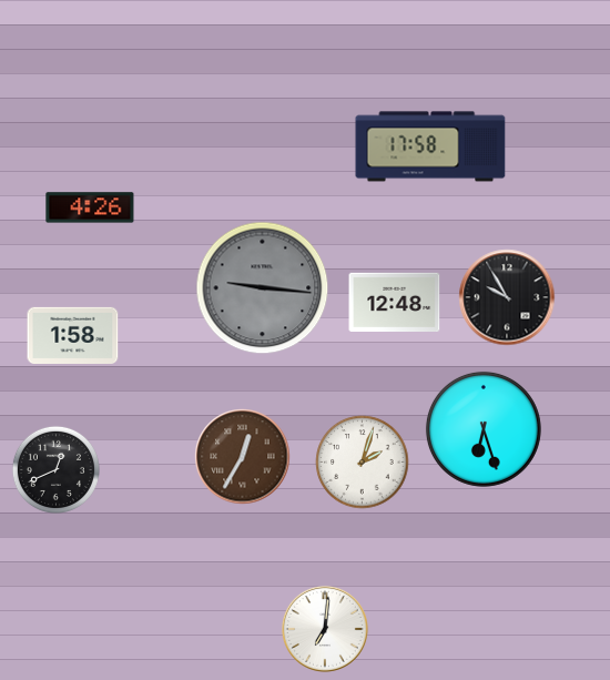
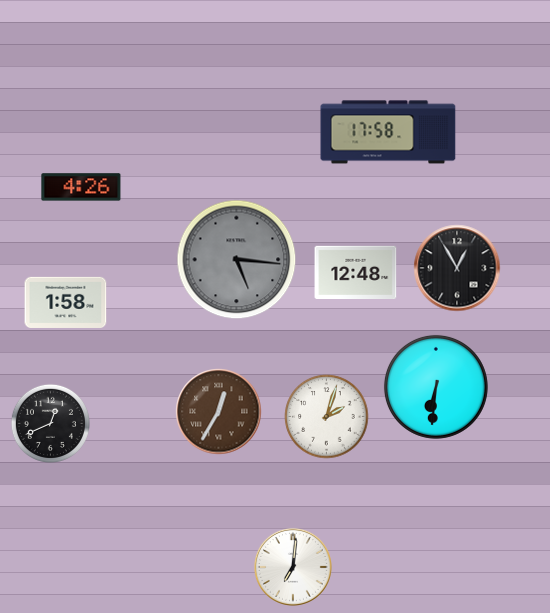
clock at (263, 288): 9:16 -> 5:16
clock at (507, 297): 9:55 -> 12:55
clock at (484, 429): 6:27 -> 6:31
